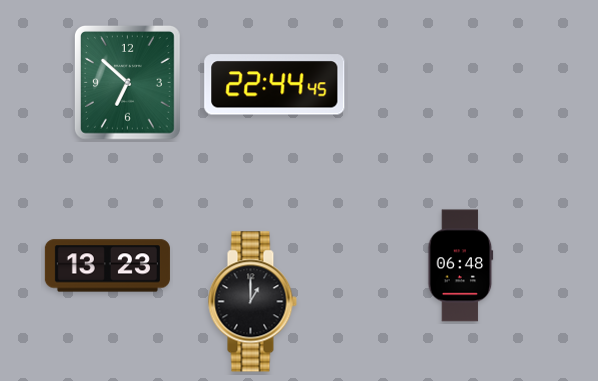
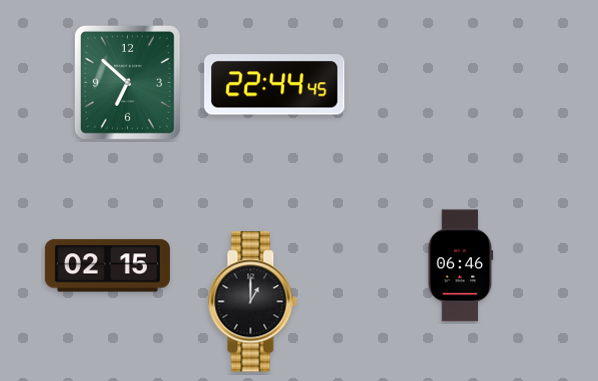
clock at (107, 266): 13:23 -> 02:15
clock at (461, 266): 06:48 -> 06:46
